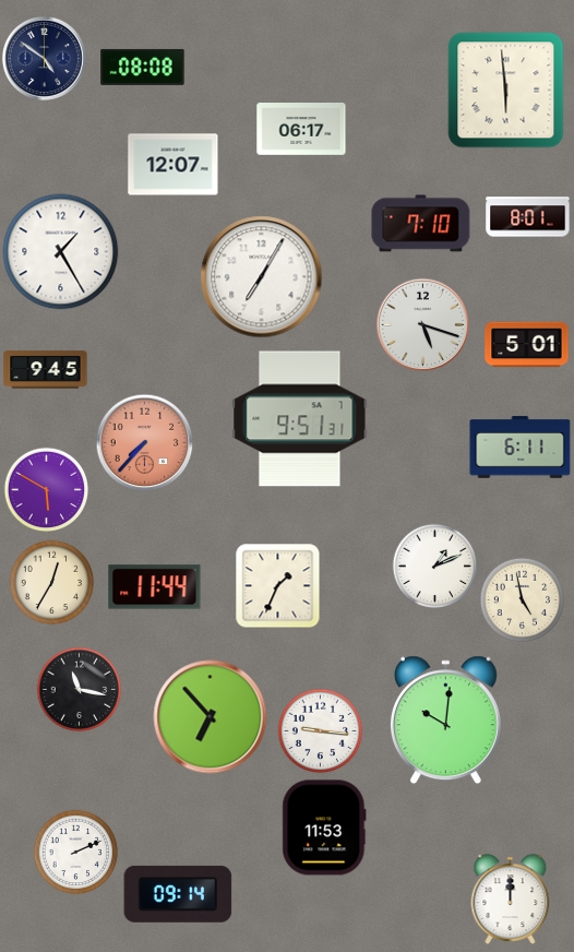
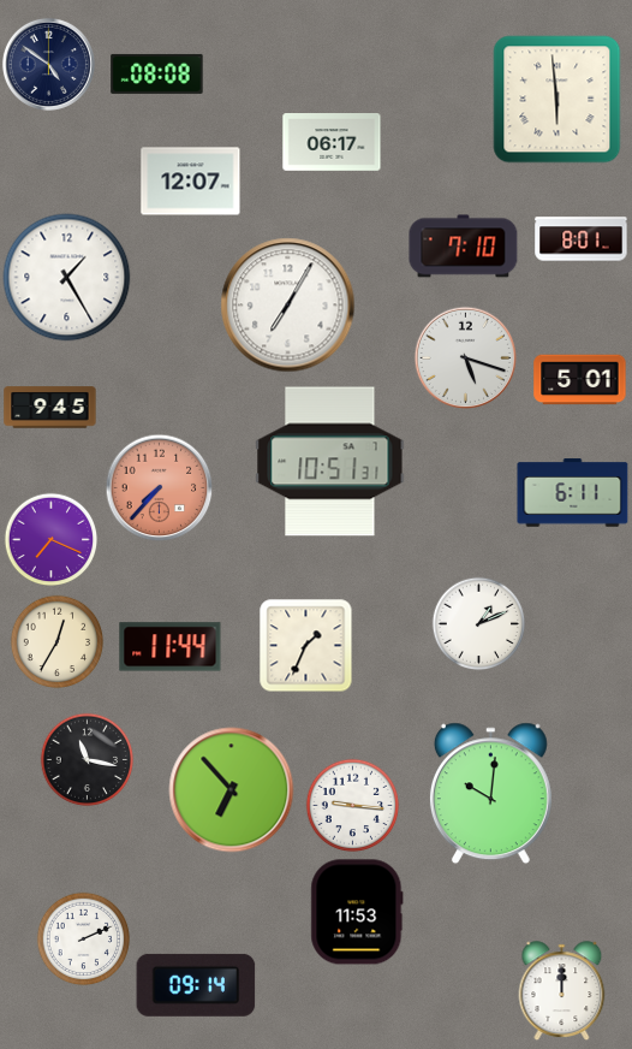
clock at (300, 419): 9:51 -> 10:51
clock at (46, 489): 5:50 -> 7:19
clock at (522, 599): 4:58 -> none
